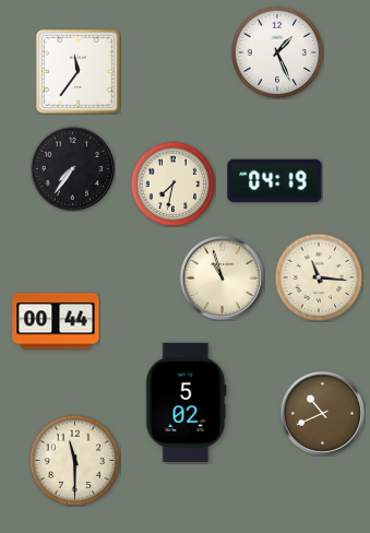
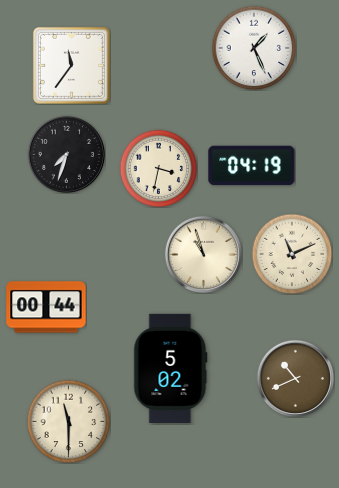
clock at (72, 168): 7:36 -> 7:33
clock at (172, 183): 7:32 -> 3:32
clock at (319, 277): 11:16 -> 11:11
clock at (56, 321) position: (56, 321) -> (46, 307)
